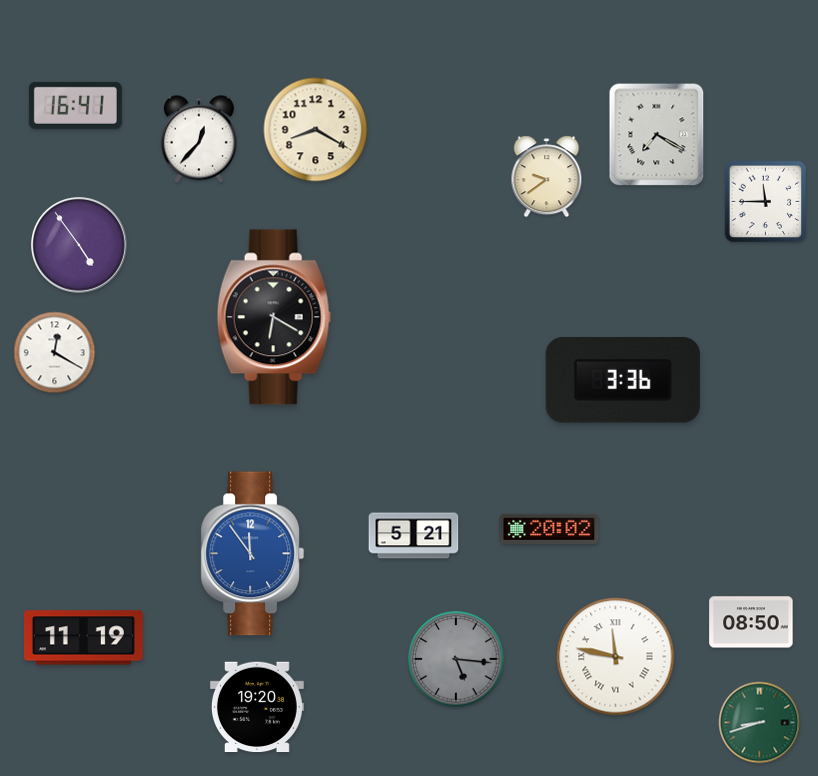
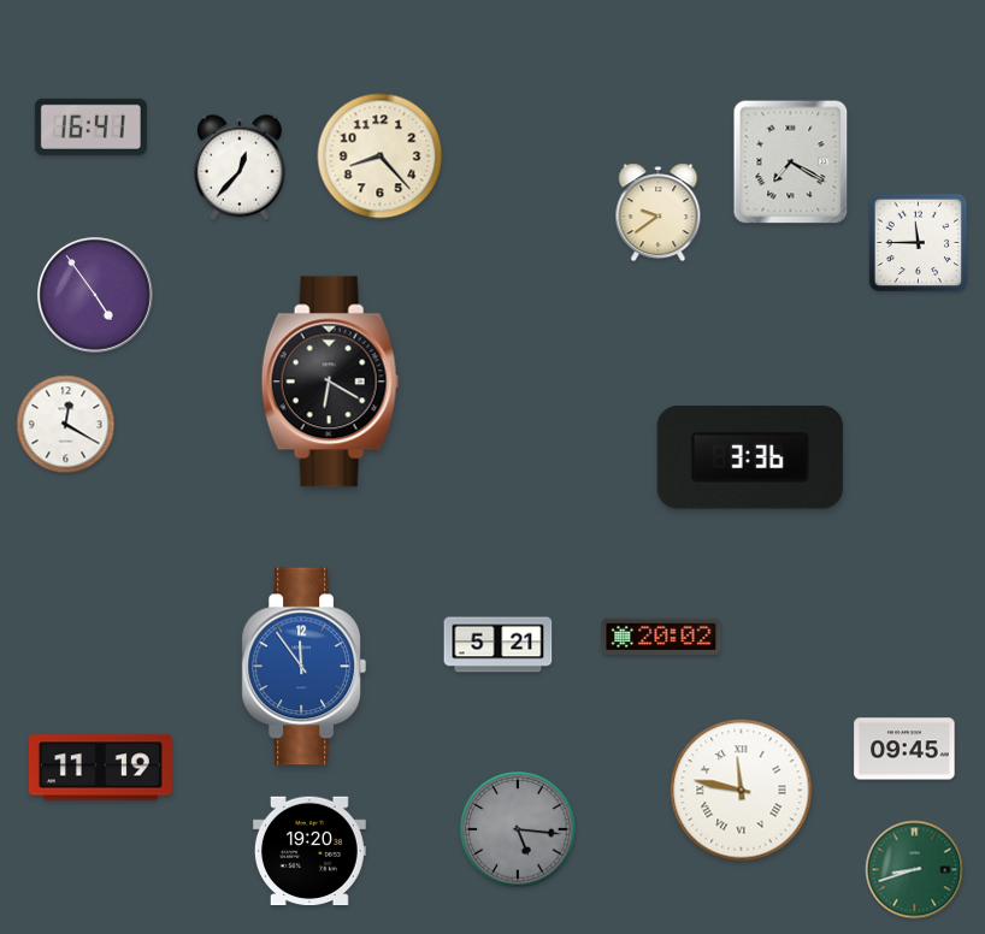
clock at (316, 130): 8:20 -> 8:23
clock at (766, 202) position: (766, 202) -> (919, 243)
clock at (751, 622): 08:50 -> 09:45
clock at (456, 659) position: (456, 659) -> (518, 829)
